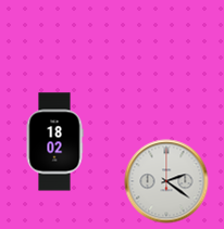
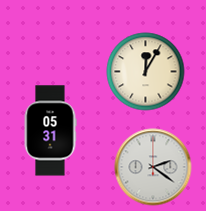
clock at (146, 72): none -> 12:05
clock at (54, 142): 18:02 -> 05:31
